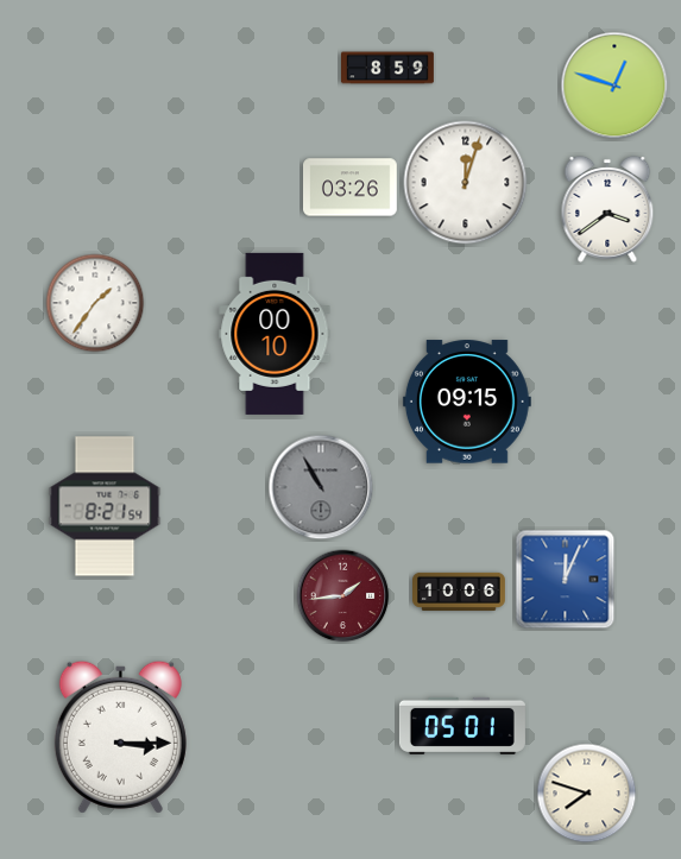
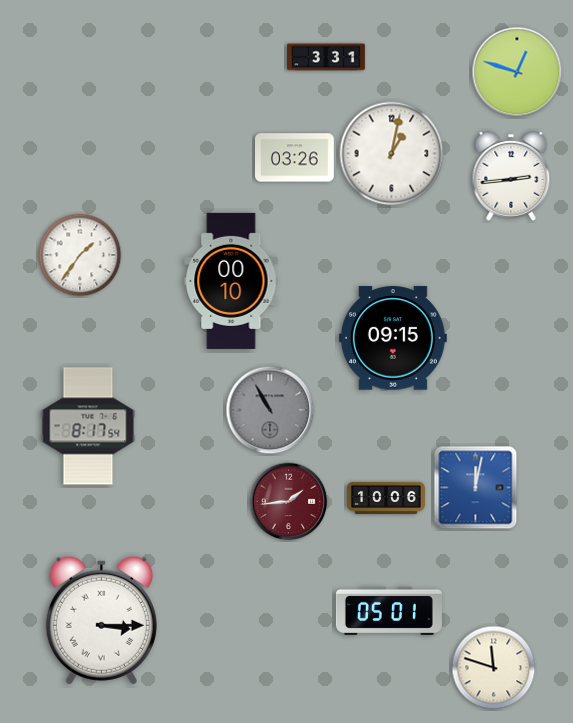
clock at (389, 68): 8:59 -> 3:31
clock at (466, 183): 12:03 -> 1:02
clock at (607, 209): 3:39 -> 2:44
clock at (105, 506): 8:21 -> 8:17
clock at (566, 580): 12:04 -> 12:02
clock at (587, 794): 7:48 -> 11:48
